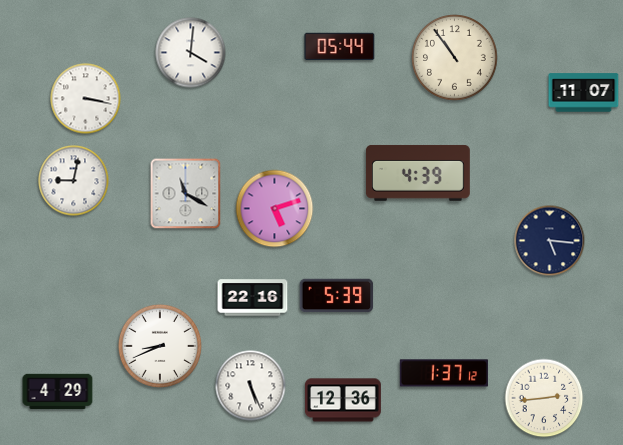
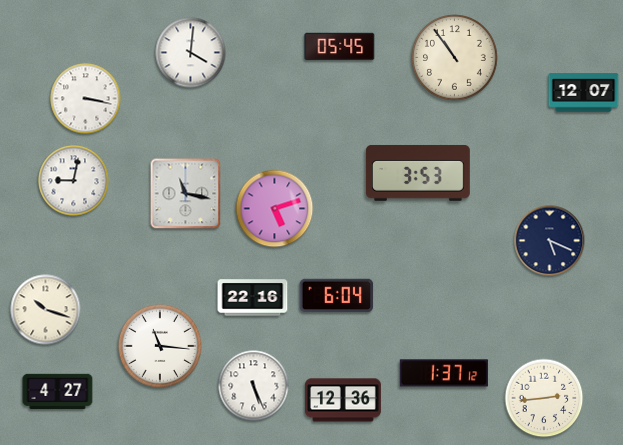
clock at (340, 47): 05:44 -> 05:45
clock at (584, 93): 11:07 -> 12:07
clock at (418, 173): 4:39 -> 3:53
clock at (186, 194): 11:20 -> 11:17
clock at (550, 241): 5:16 -> 5:19
clock at (337, 296): 5:39 -> 6:04
clock at (46, 310): none -> 10:18
clock at (160, 346): 8:41 -> 11:16
clock at (251, 386) position: (251, 386) -> (254, 386)
clock at (58, 392): 4:29 -> 4:27
